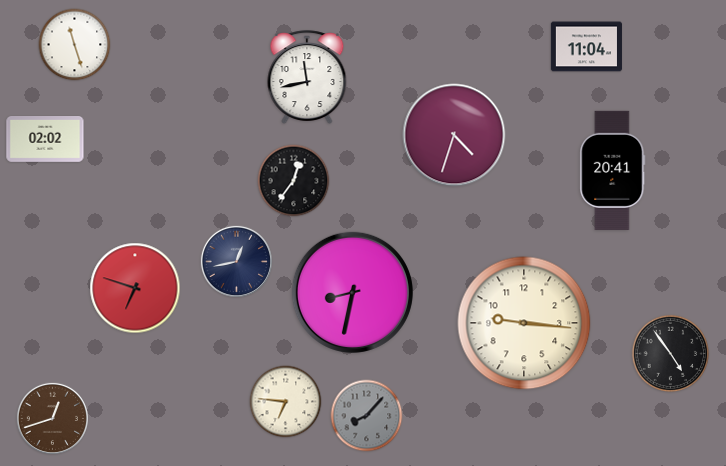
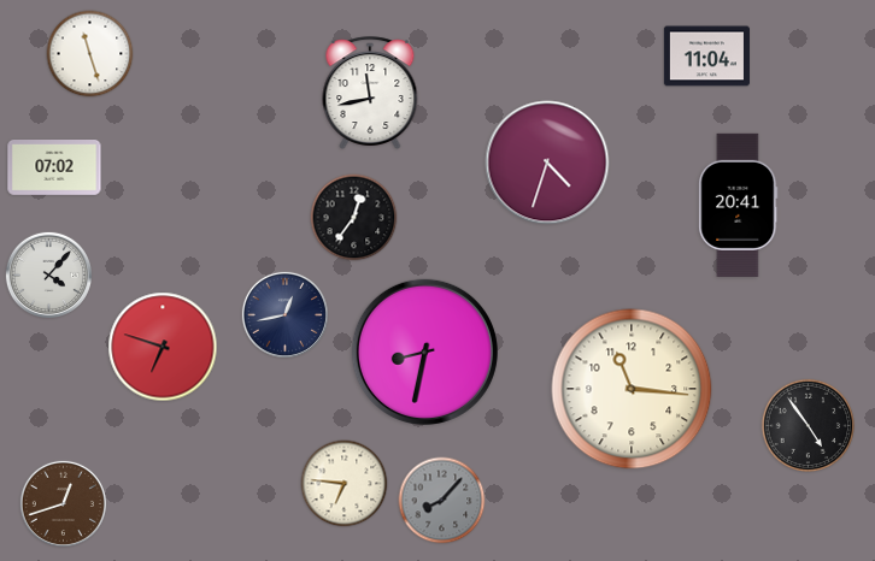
clock at (45, 140): 02:02 -> 07:02
clock at (48, 274): none -> 4:07
clock at (524, 323): 9:16 -> 11:16
